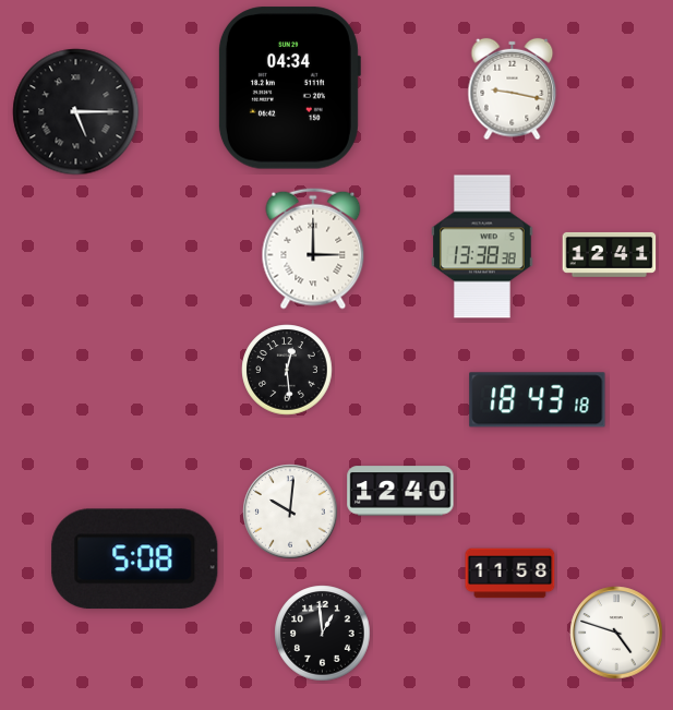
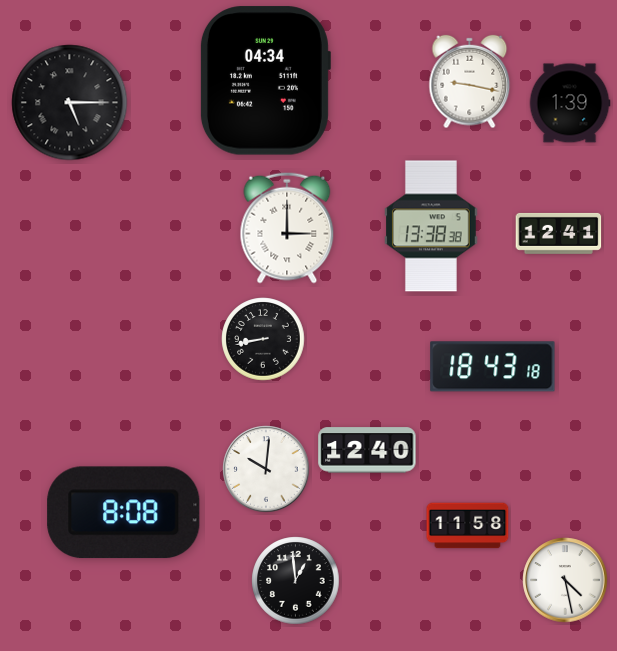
clock at (570, 103): none -> 1:39
clock at (483, 246) position: (483, 246) -> (432, 226)
clock at (287, 370): 12:29 -> 8:43
clock at (135, 559): 5:08 -> 8:08
clock at (616, 633): 4:48 -> 4:28
